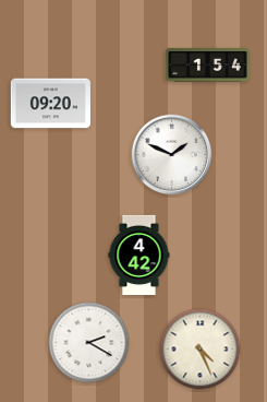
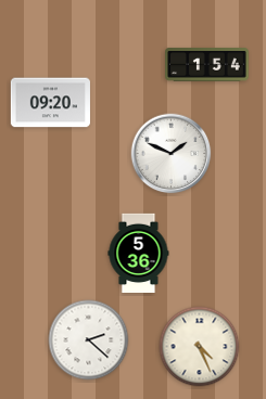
clock at (139, 255): 4:42 -> 5:36
clock at (89, 343): 2:20 -> 2:22
